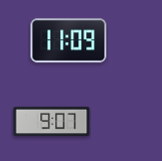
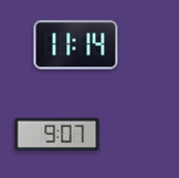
clock at (69, 41): 11:09 -> 11:14
